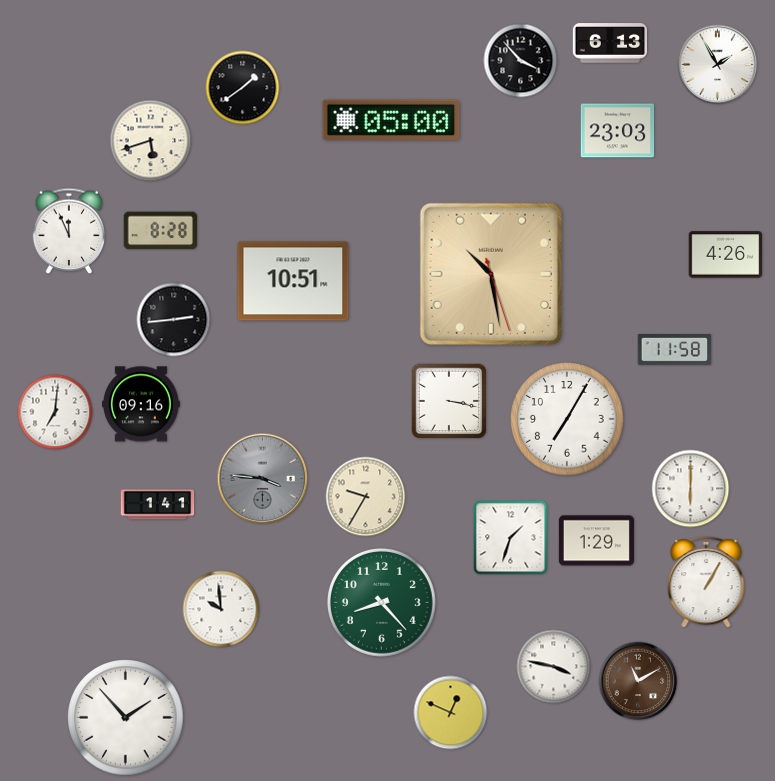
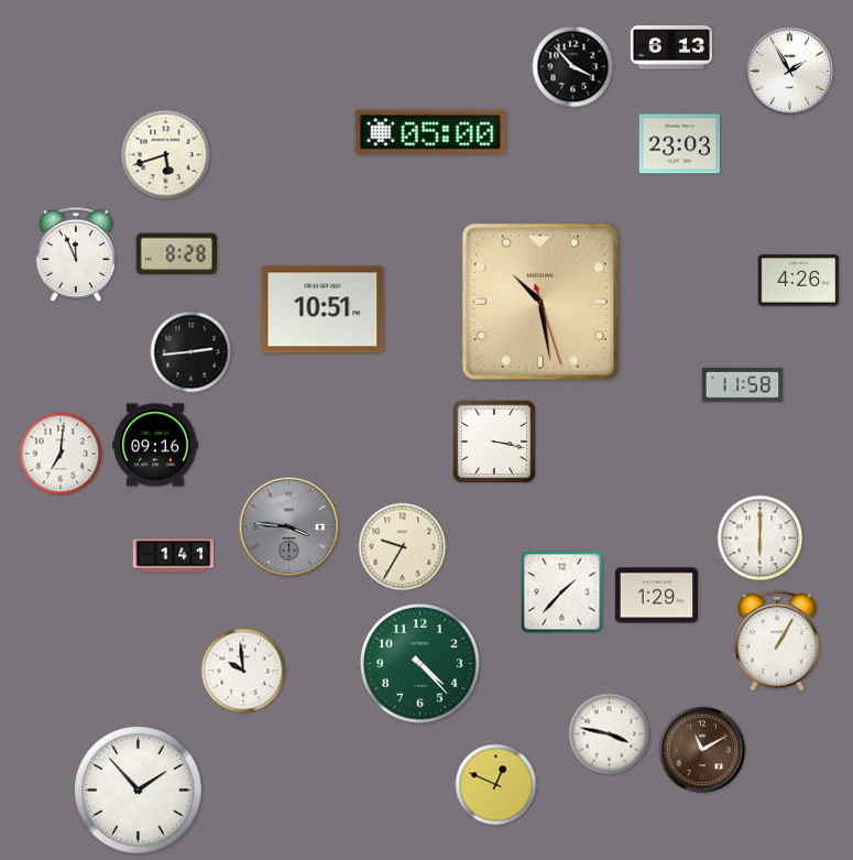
clock at (243, 88): 1:39 -> none
clock at (567, 419): 7:05 -> none
clock at (511, 538): 1:33 -> 1:37
clock at (381, 602): 8:23 -> 4:23
